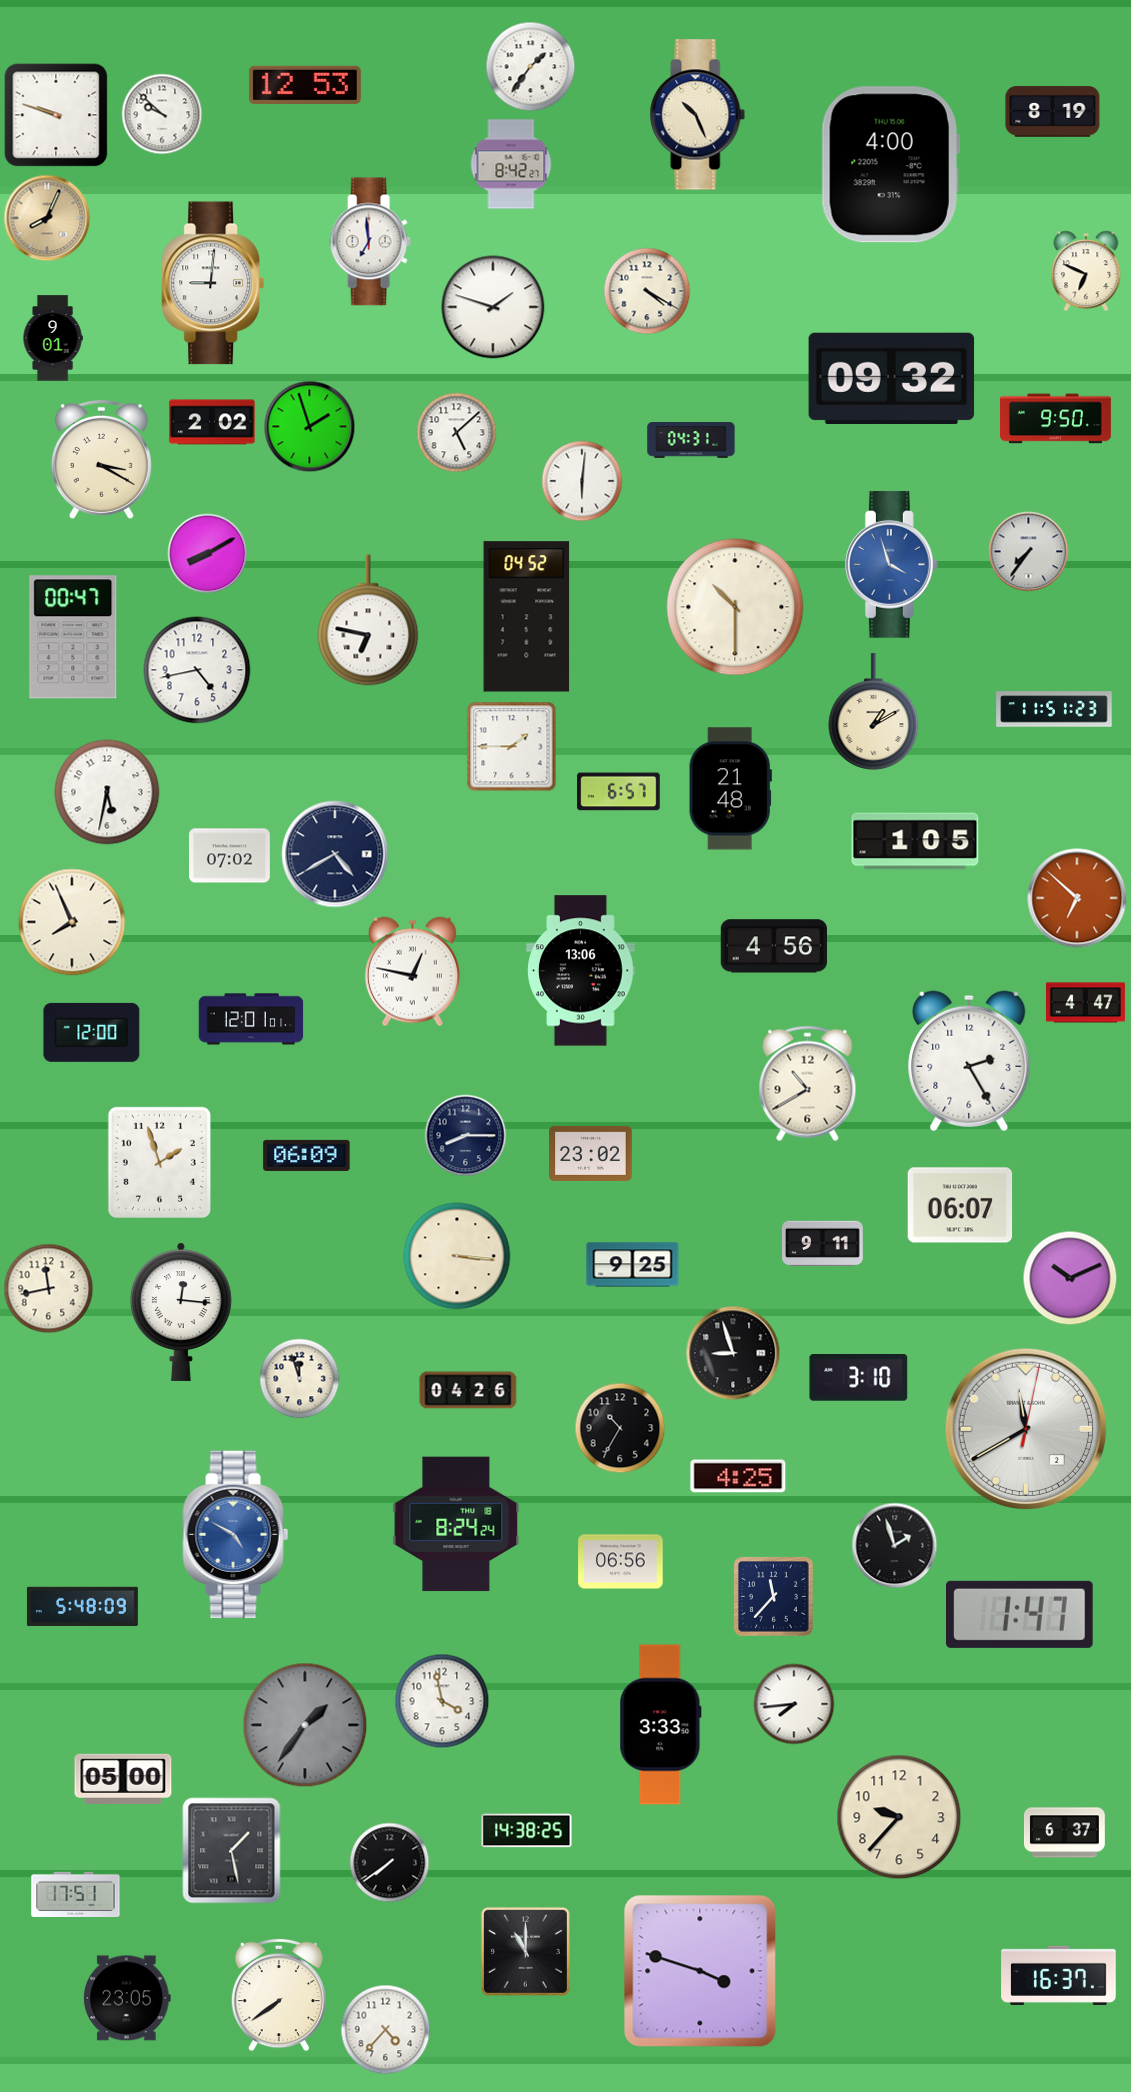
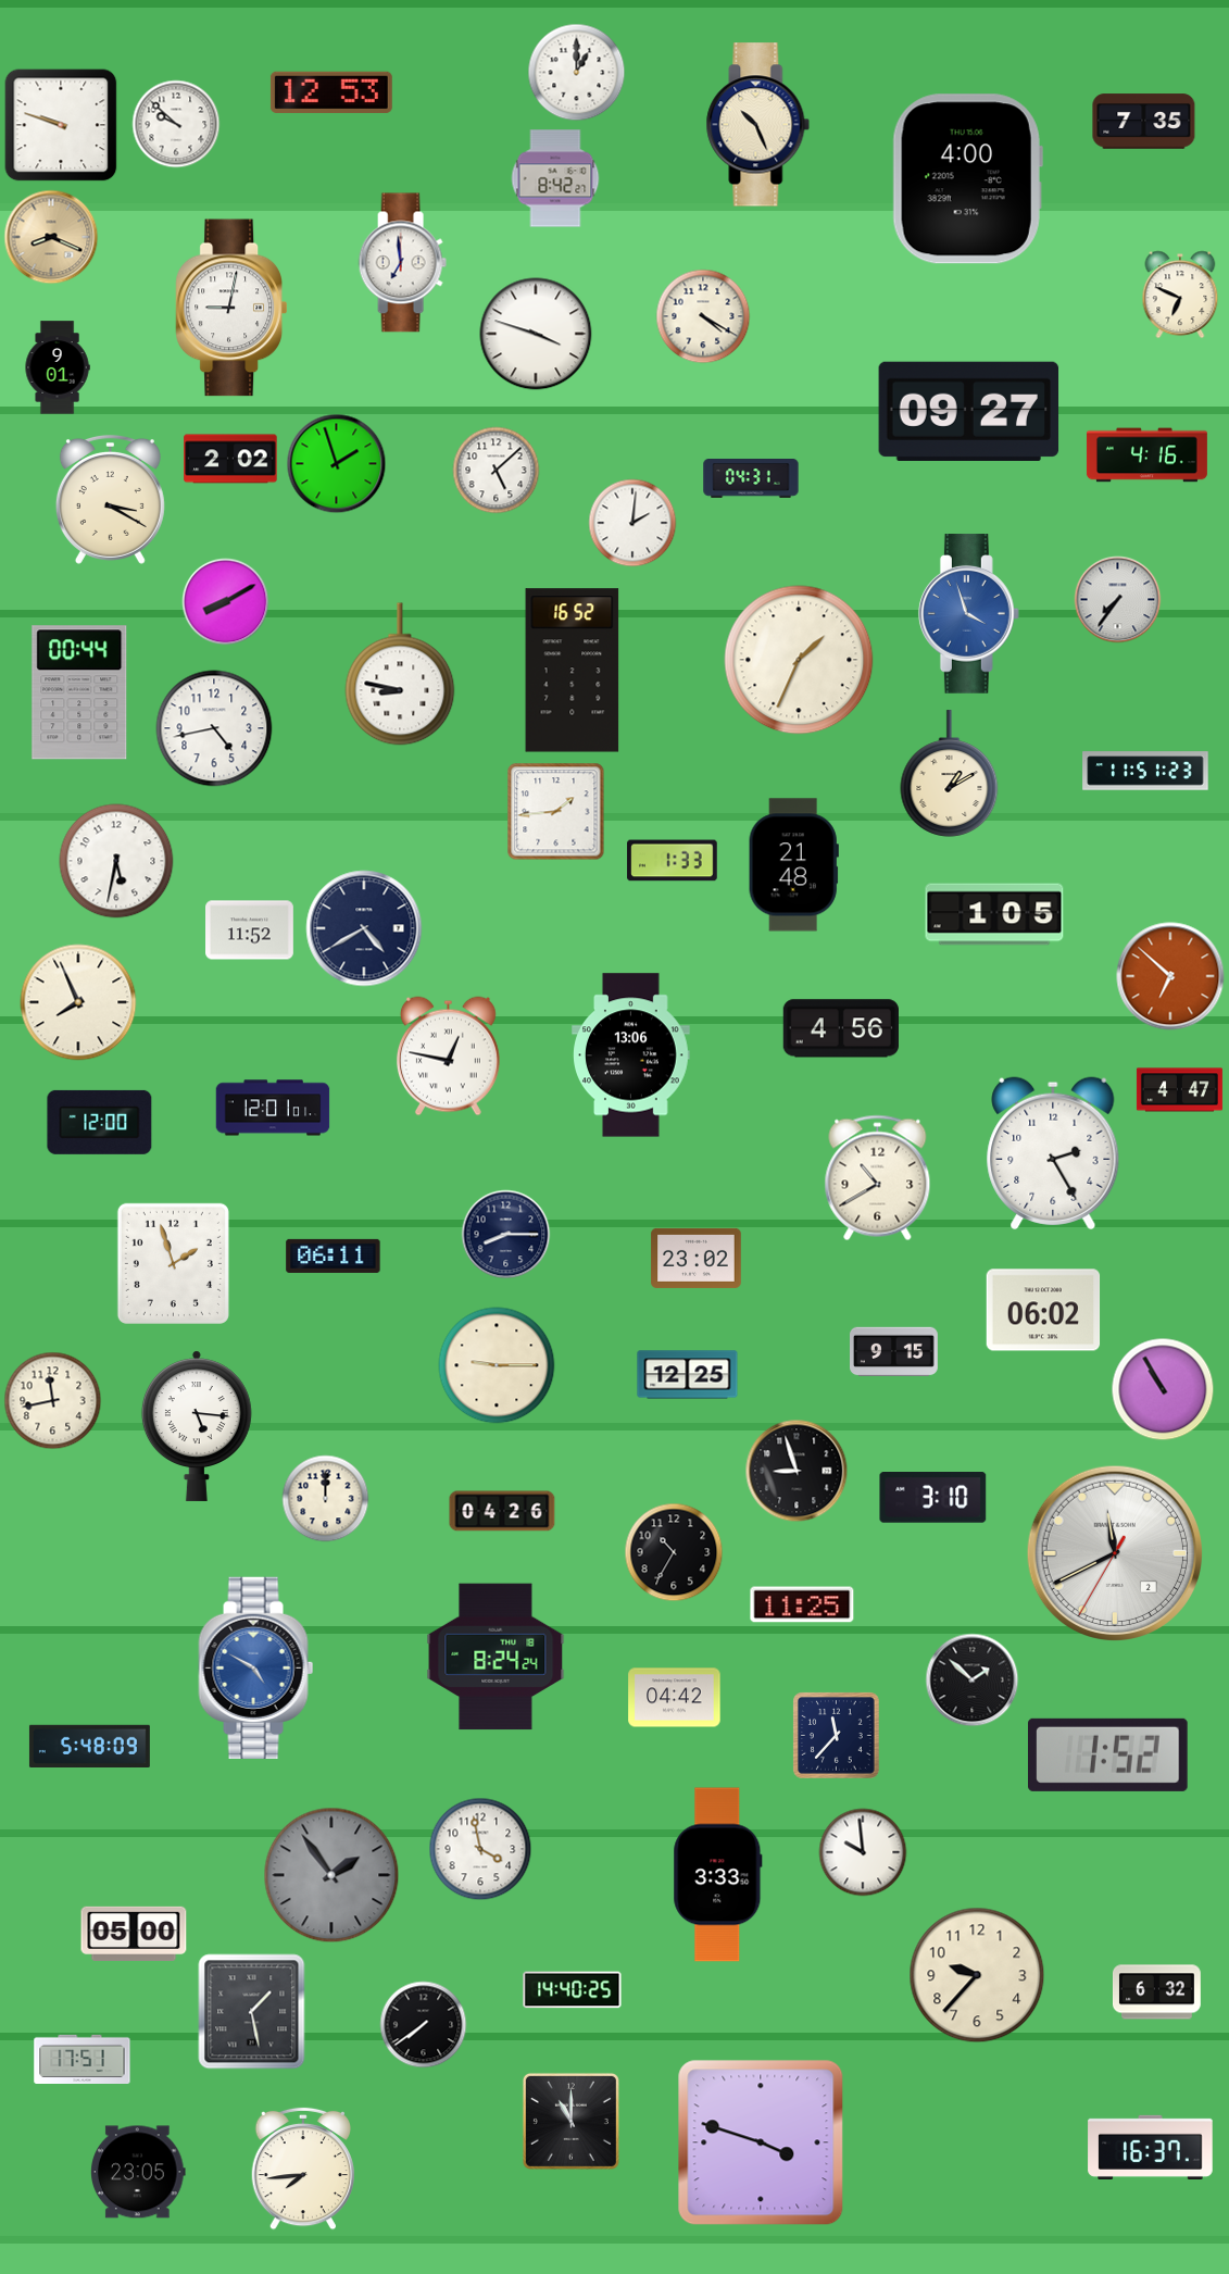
clock at (531, 67): 1:36 -> 1:00
clock at (1053, 112): 8:19 -> 7:35
clock at (47, 218): 8:04 -> 8:19
clock at (212, 283): 9:01 -> 9:02
clock at (493, 307): 1:48 -> 3:48
clock at (892, 378): 09:32 -> 09:27
clock at (1055, 419): 9:50 -> 4:16
clock at (582, 481): 6:01 -> 2:01
clock at (735, 607): 10:30 -> 1:34
clock at (527, 617): 04:52 -> 16:52
clock at (368, 620): 6:47 -> 8:47
clock at (73, 637): 00:47 -> 00:44
clock at (512, 747): 1:45 -> 1:44
clock at (730, 789) position: (730, 789) -> (793, 865)
clock at (619, 792): 6:57 -> 1:33
clock at (230, 856): 07:02 -> 11:52
clock at (591, 1153) position: (591, 1153) -> (697, 1258)
clock at (307, 1155): 06:09 -> 06:11
clock at (960, 1205): 06:07 -> 06:02
clock at (823, 1244): 9:11 -> 9:15
clock at (457, 1256): 3:16 -> 9:15
clock at (633, 1265): 9:25 -> 12:25
clock at (1070, 1278): 10:11 -> 10:55
clock at (181, 1312): 12:16 -> 5:16
clock at (300, 1379): 11:57 -> 12:00
clock at (468, 1390) position: (468, 1390) -> (502, 1511)
clock at (1025, 1428): 11:40:02 -> 11:40:35
clock at (738, 1476): 4:25 -> 11:25
clock at (895, 1546): 1:57 -> 1:52
clock at (621, 1562): 06:56 -> 04:42
clock at (774, 1597) position: (774, 1597) -> (837, 1736)
clock at (1020, 1614): 1:47 -> 1:52
clock at (794, 1704): 7:44 -> 9:59
clock at (305, 1725): 1:36 -> 1:54
clock at (527, 1831): 14:38 -> 14:40
clock at (1065, 1833): 6:37 -> 6:32
clock at (279, 1995): 7:39 -> 7:44
clock at (386, 2030): 4:37 -> none
